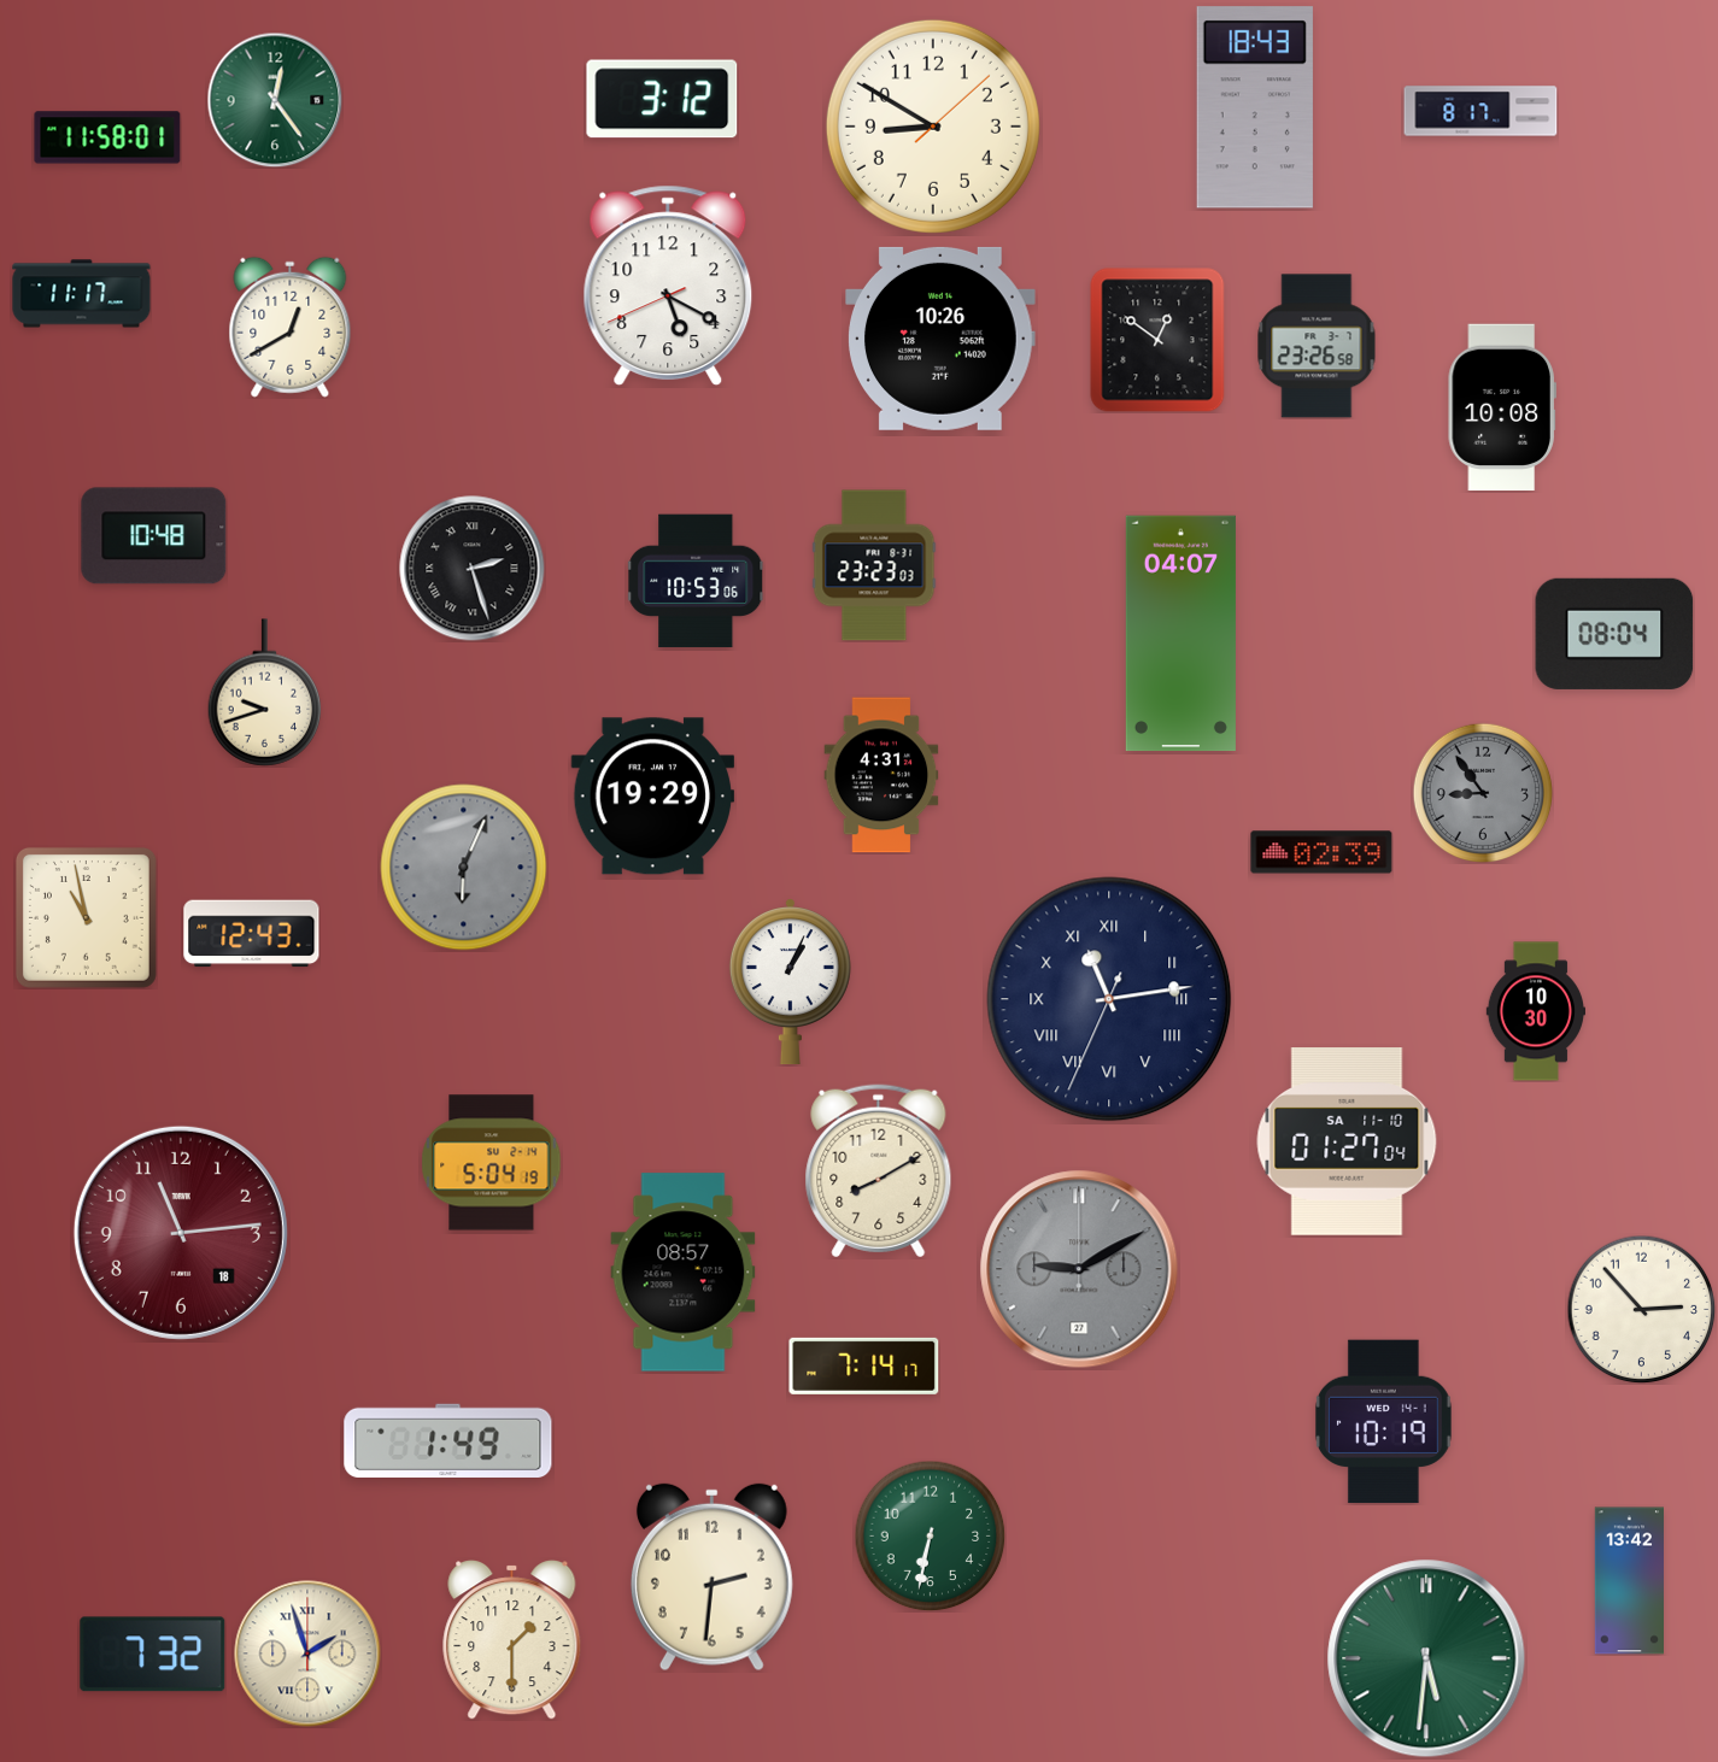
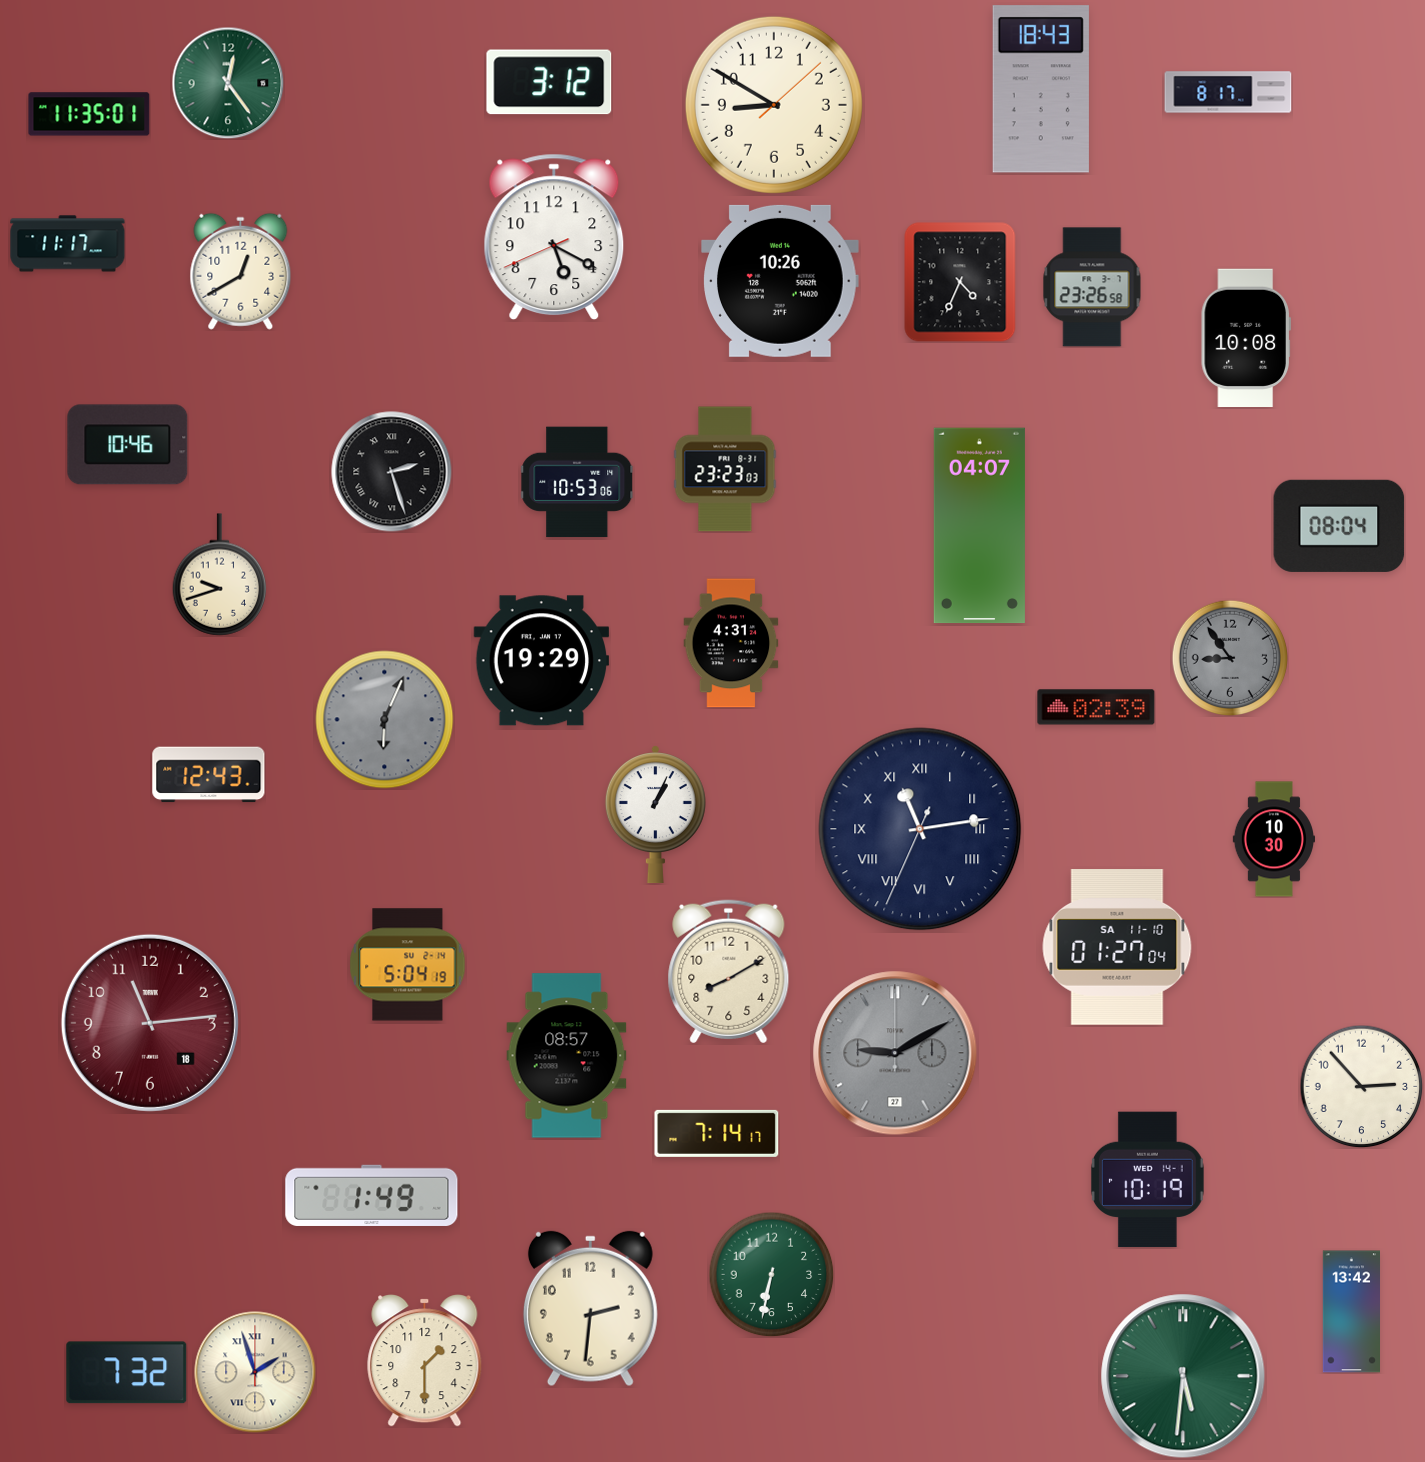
clock at (107, 137): 11:58 -> 11:35
clock at (1157, 340): 12:51 -> 4:34
clock at (154, 536): 10:48 -> 10:46
clock at (86, 917): 10:58 -> none
